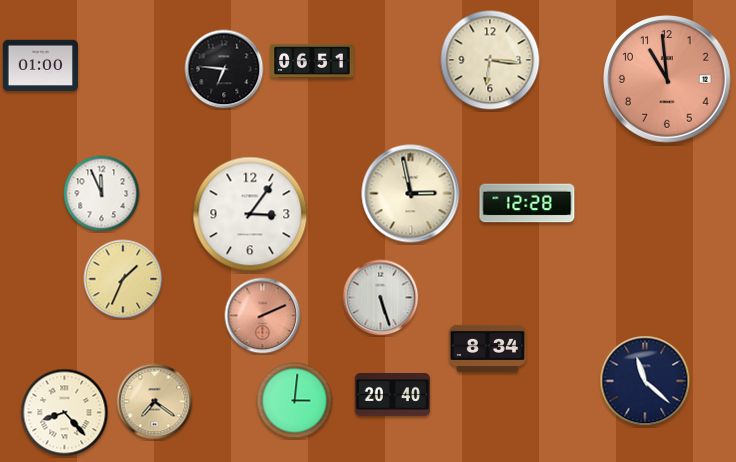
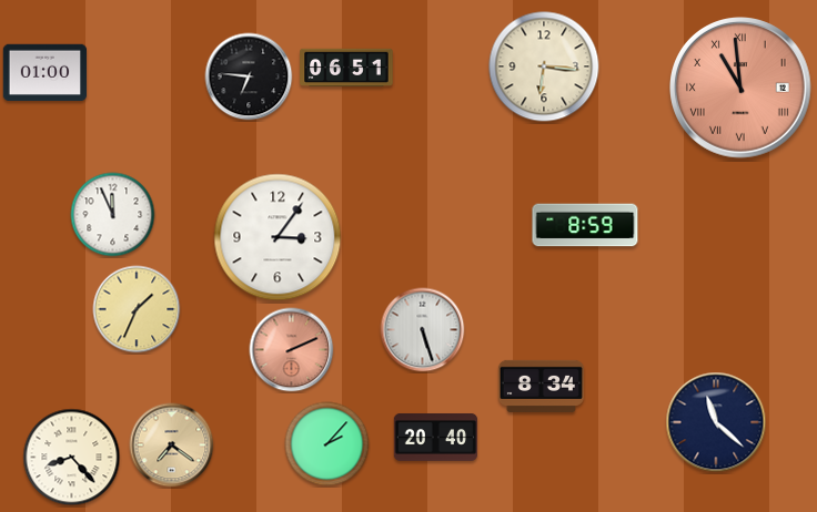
clock at (668, 80) numerals: Arabic -> Roman
clock at (411, 194): 2:58 -> none
clock at (527, 203): 12:28 -> 8:59
clock at (295, 401): 3:01 -> 2:07
